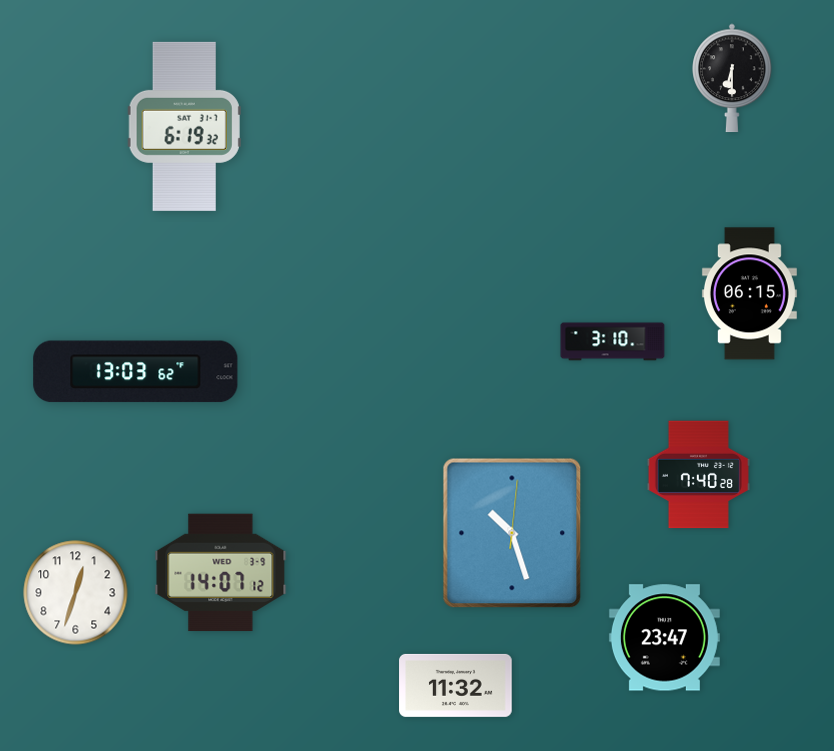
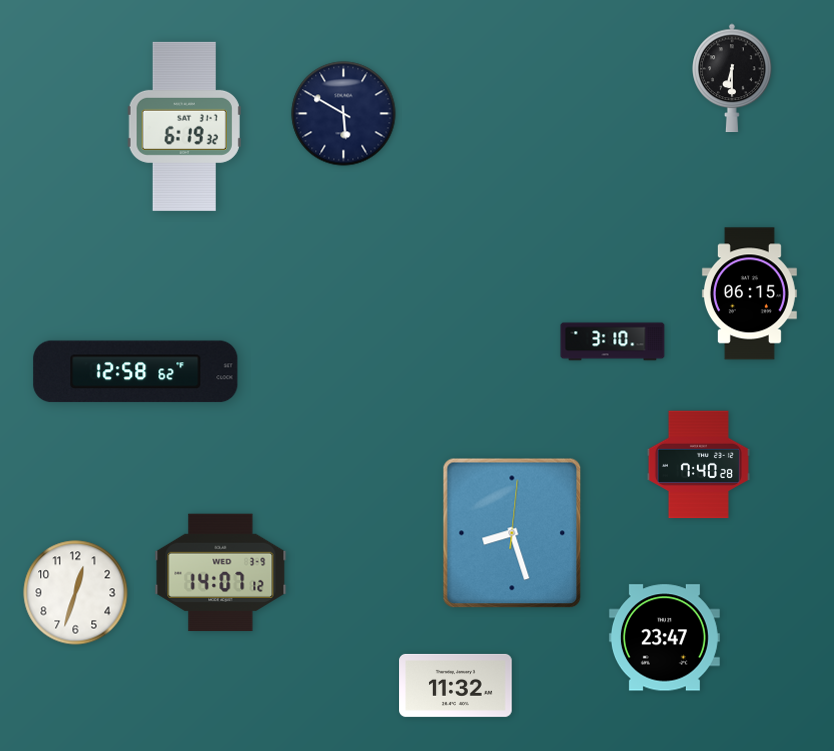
clock at (344, 114): none -> 5:50
clock at (136, 372): 13:03 -> 12:58
clock at (698, 475) position: (698, 475) -> (698, 465)
clock at (512, 533): 10:27 -> 8:27
